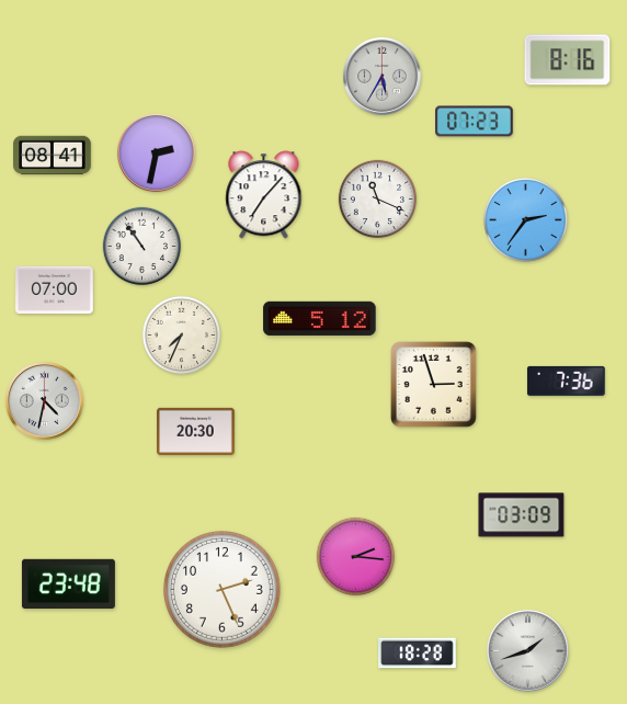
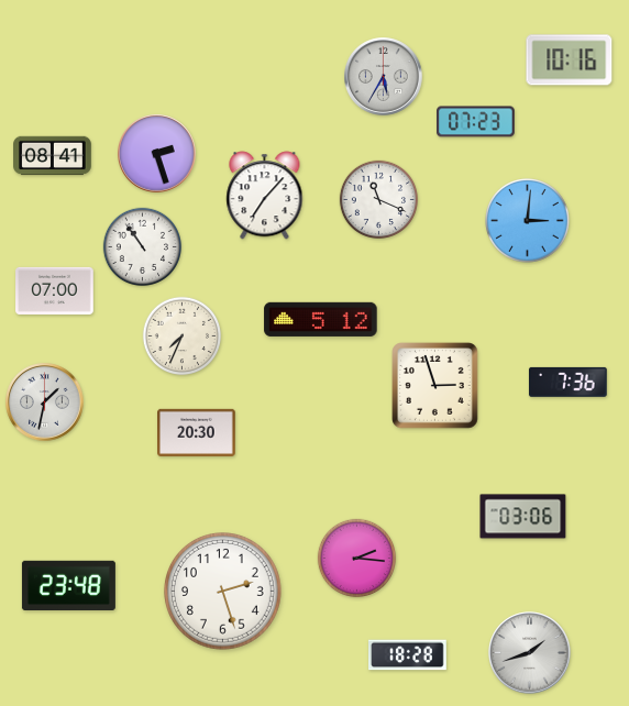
clock at (568, 60): 8:16 -> 10:16
clock at (157, 154): 2:32 -> 2:27
clock at (526, 220): 2:36 -> 3:01
clock at (45, 401): 4:32 -> 1:32
clock at (522, 515): 03:09 -> 03:06
clock at (223, 590): 2:26 -> 2:27
clock at (418, 654) position: (418, 654) -> (408, 655)
